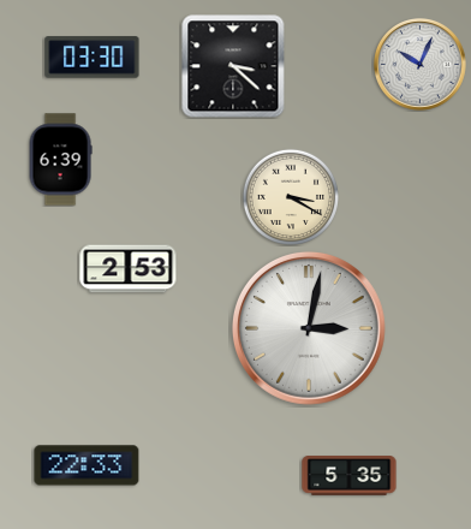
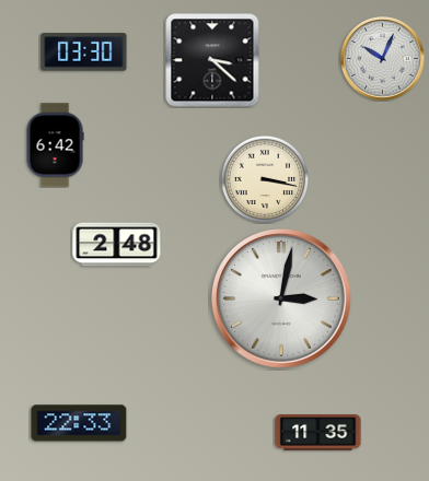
clock at (60, 160): 6:39 -> 6:42
clock at (290, 196): 3:20 -> 3:17
clock at (129, 269): 2:53 -> 2:48
clock at (350, 476): 5:35 -> 11:35
